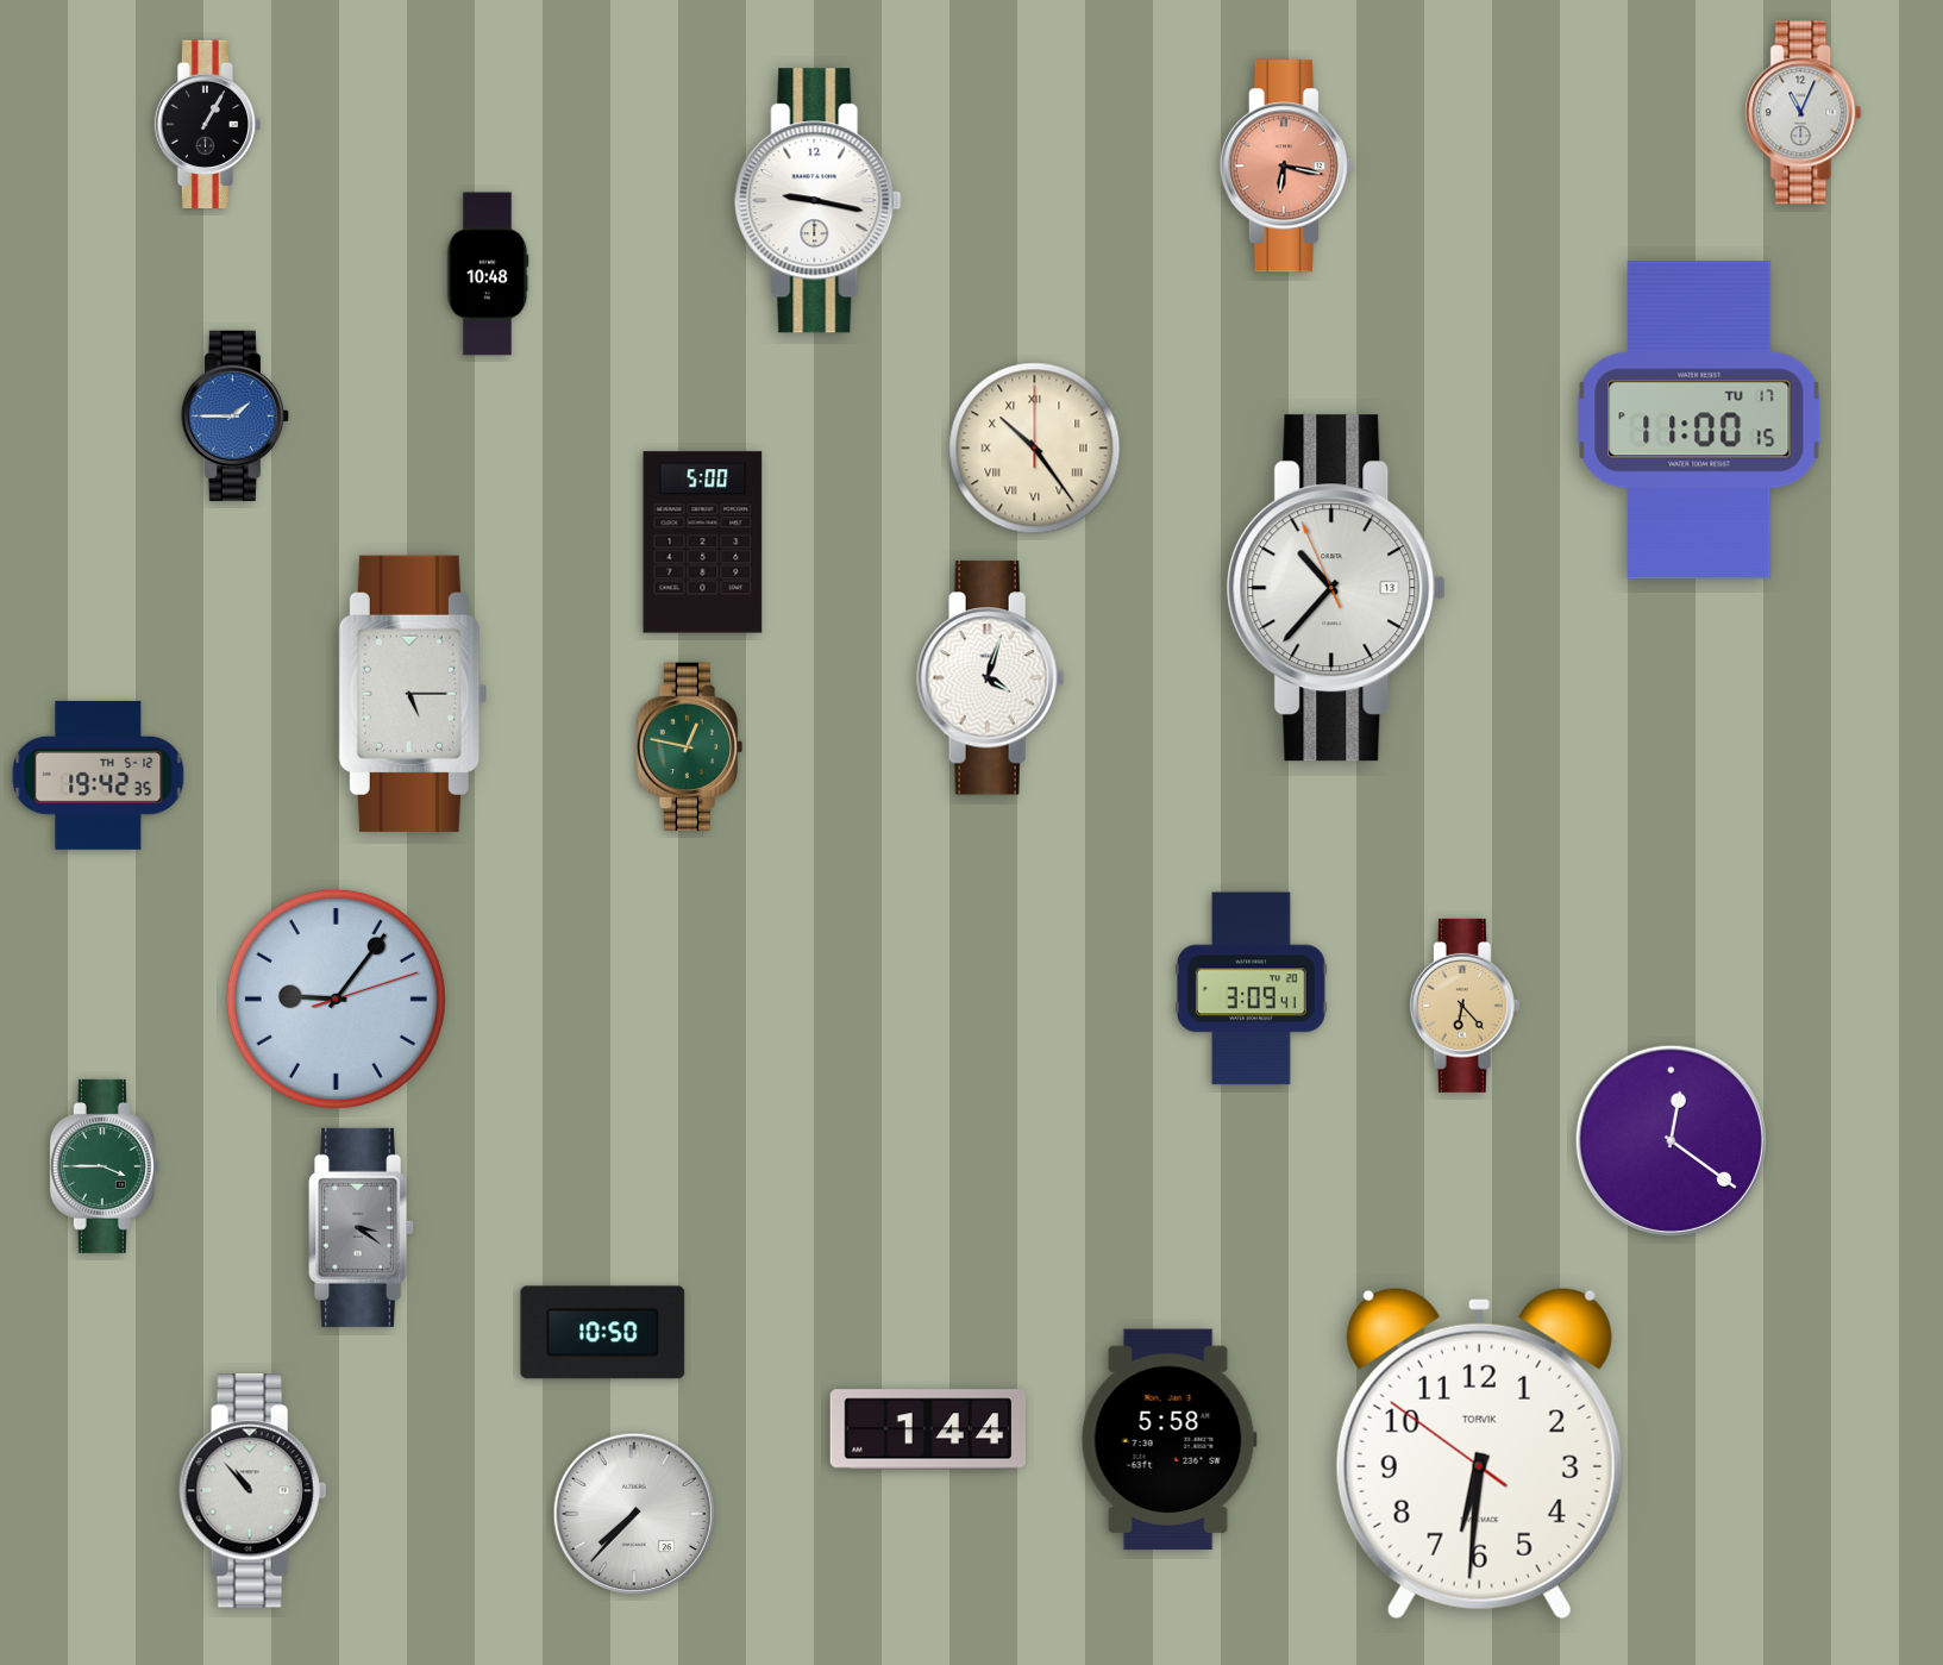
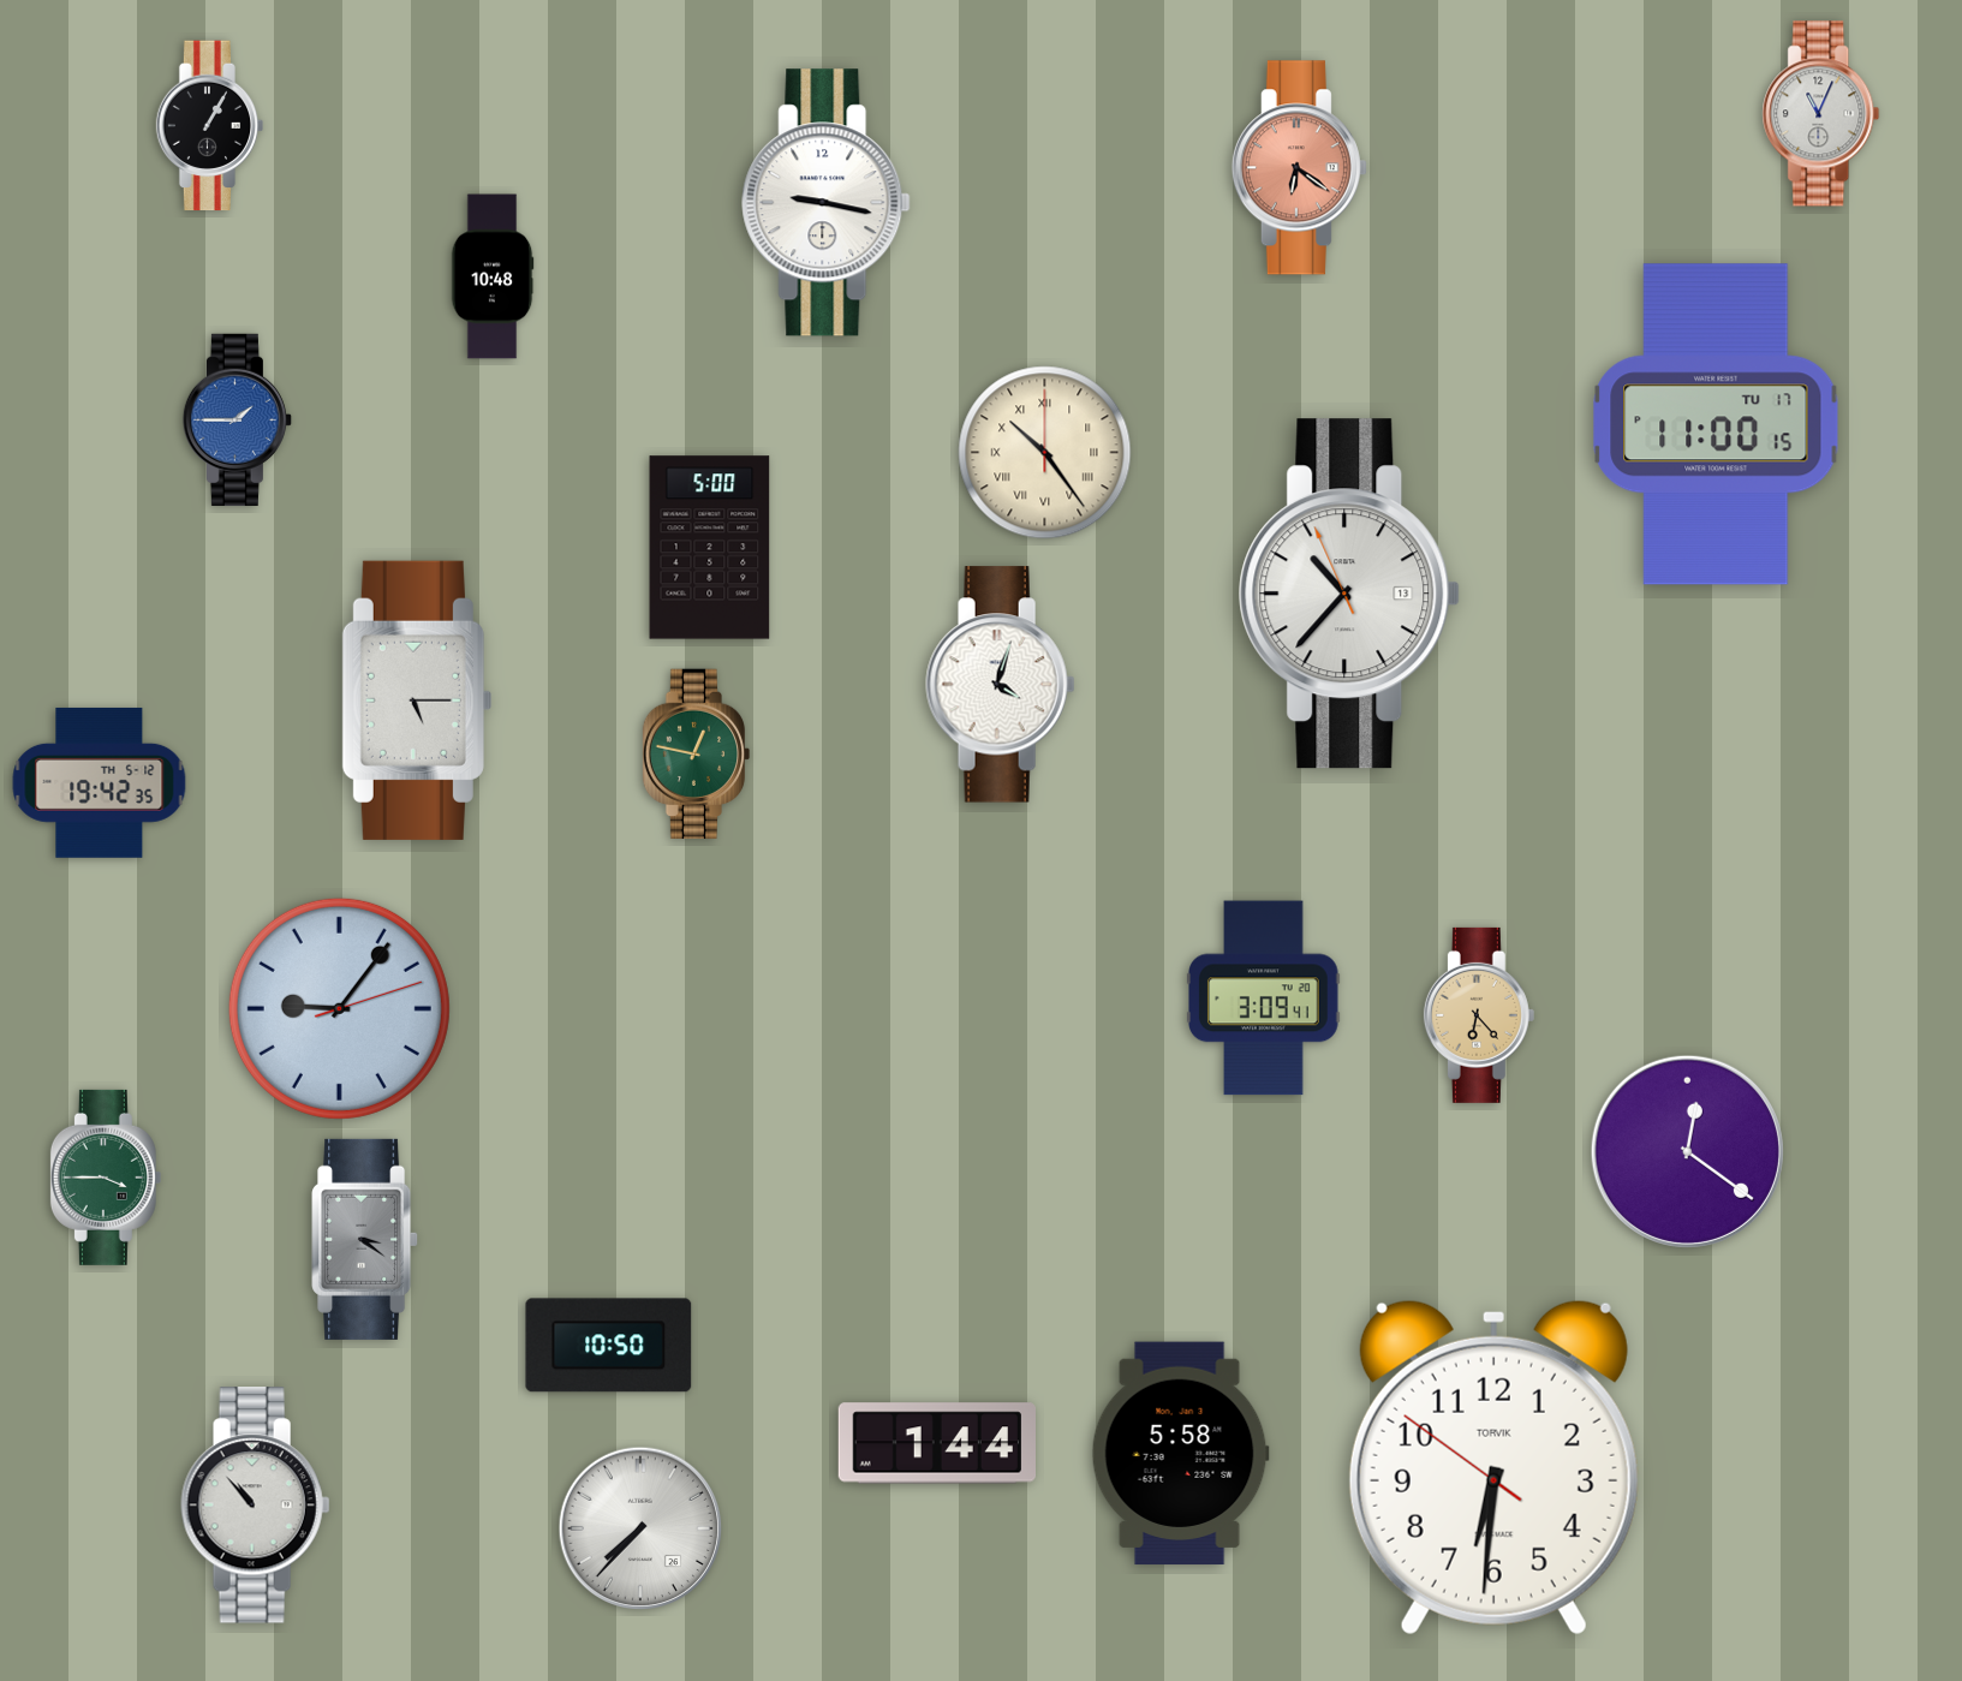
clock at (1286, 167): 6:17 -> 6:21
